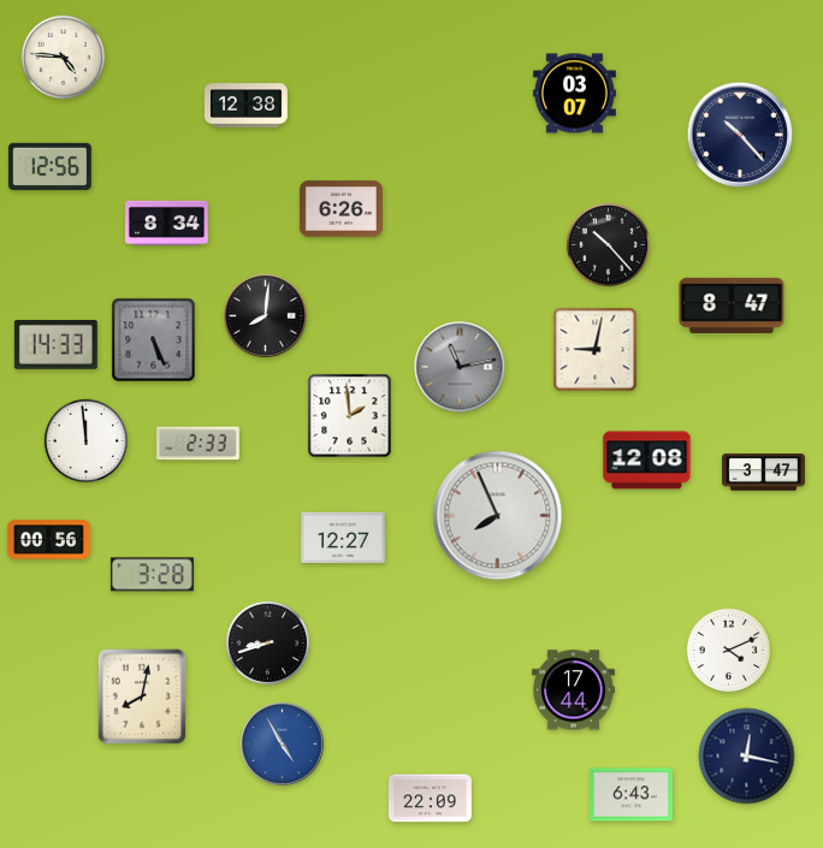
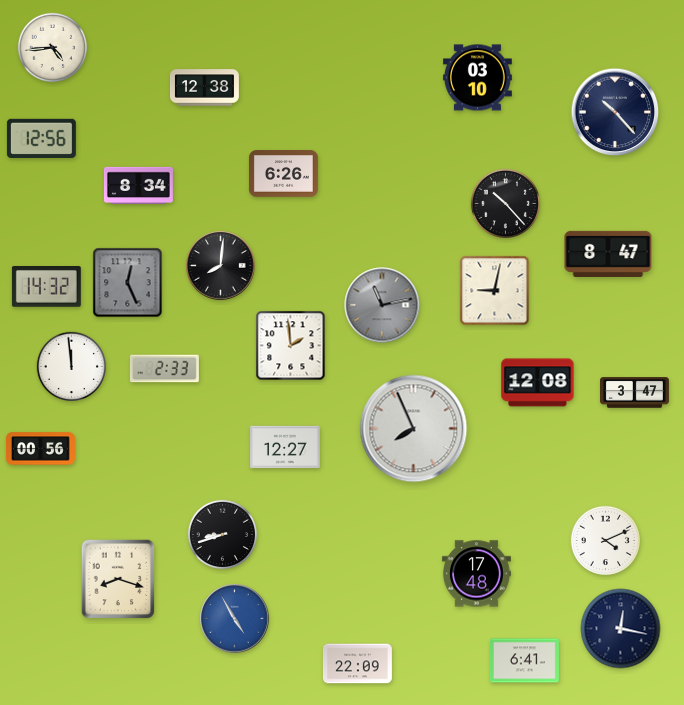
clock at (64, 58): 4:46 -> 4:44
clock at (574, 94): 03:07 -> 03:10
clock at (266, 316) position: (266, 316) -> (221, 266)
clock at (154, 340): 5:26 -> 12:26
clock at (55, 345): 14:33 -> 14:32
clock at (152, 575): 3:28 -> none
clock at (573, 690): 17:44 -> 17:48
clock at (142, 696): 8:02 -> 8:18
clock at (630, 795): 6:43 -> 6:41
